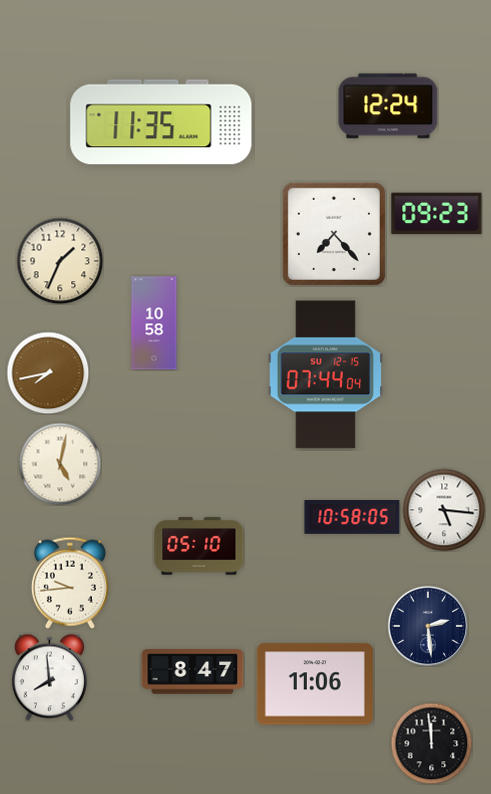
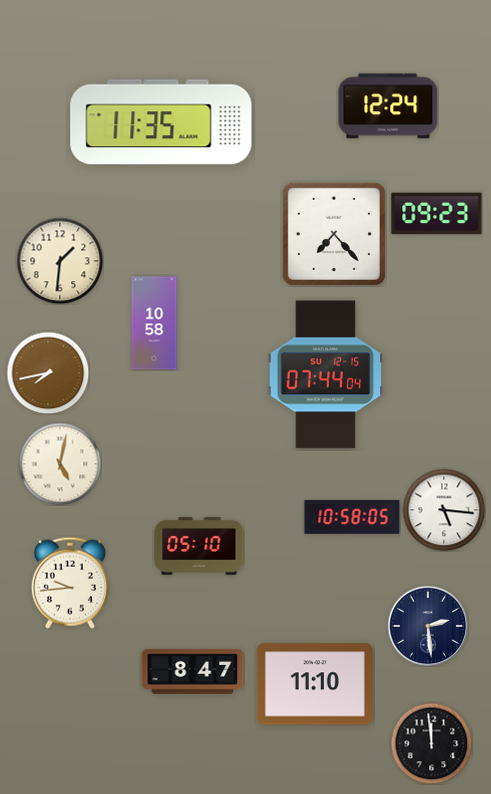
clock at (60, 261): 1:34 -> 1:31
clock at (49, 677): 7:59 -> none
clock at (315, 684): 11:06 -> 11:10
